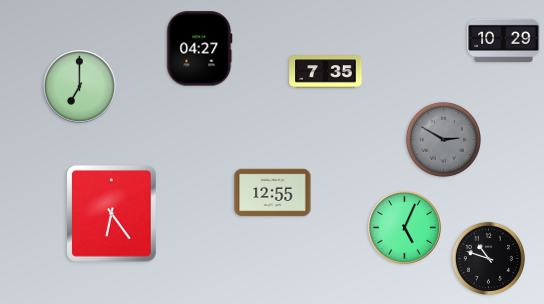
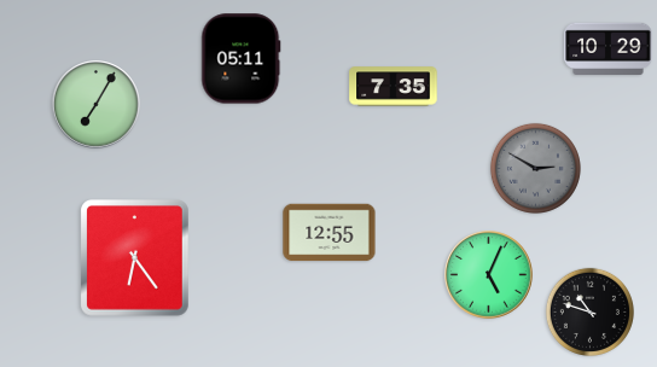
clock at (200, 49): 04:27 -> 05:11
clock at (80, 87): 7:00 -> 7:05
